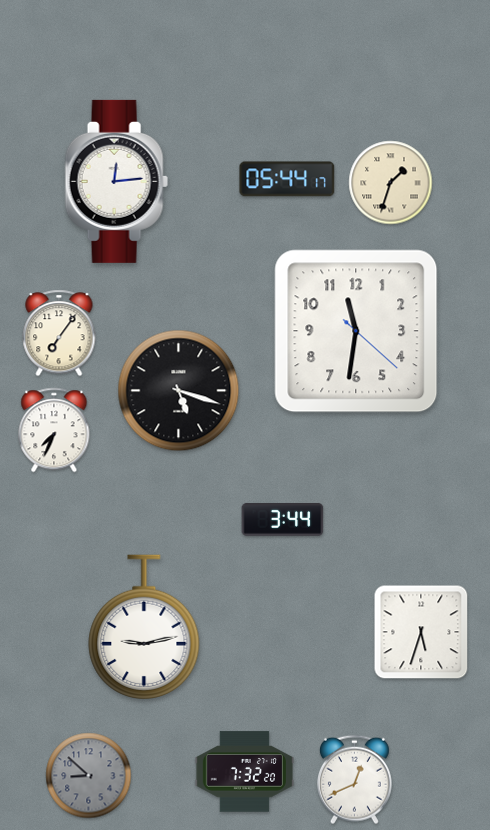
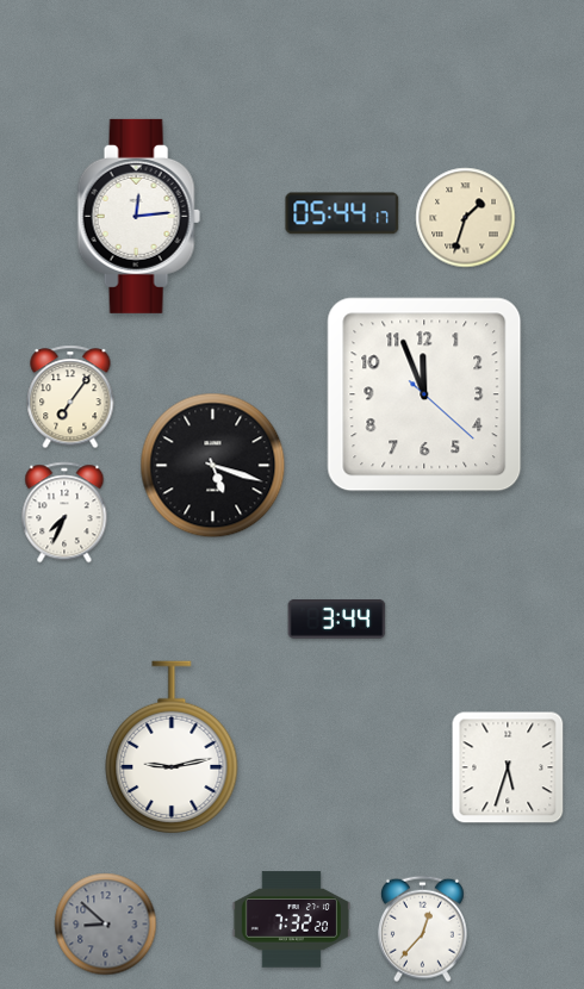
clock at (356, 331): 11:31 -> 11:56
clock at (421, 632) position: (421, 632) -> (508, 767)
clock at (354, 780): 12:41 -> 12:37
